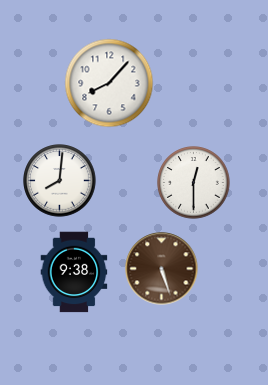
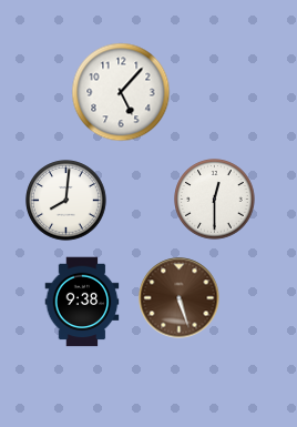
clock at (109, 83): 8:07 -> 5:07
clock at (194, 183) position: (194, 183) -> (215, 200)
